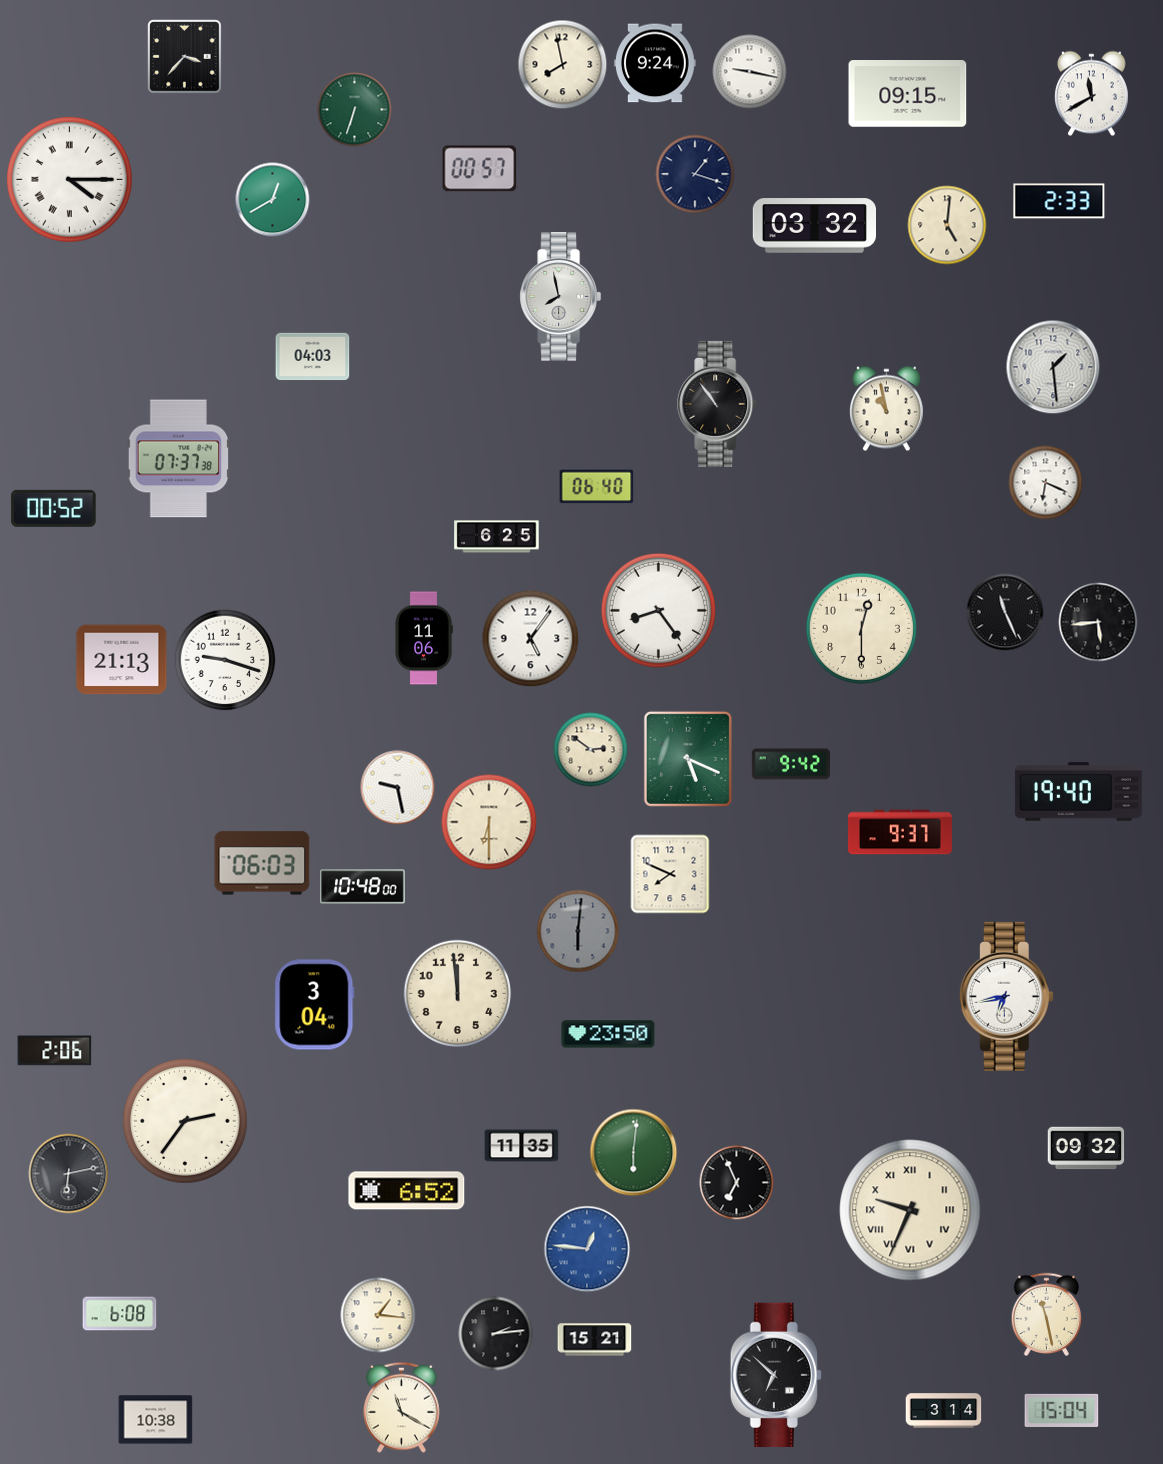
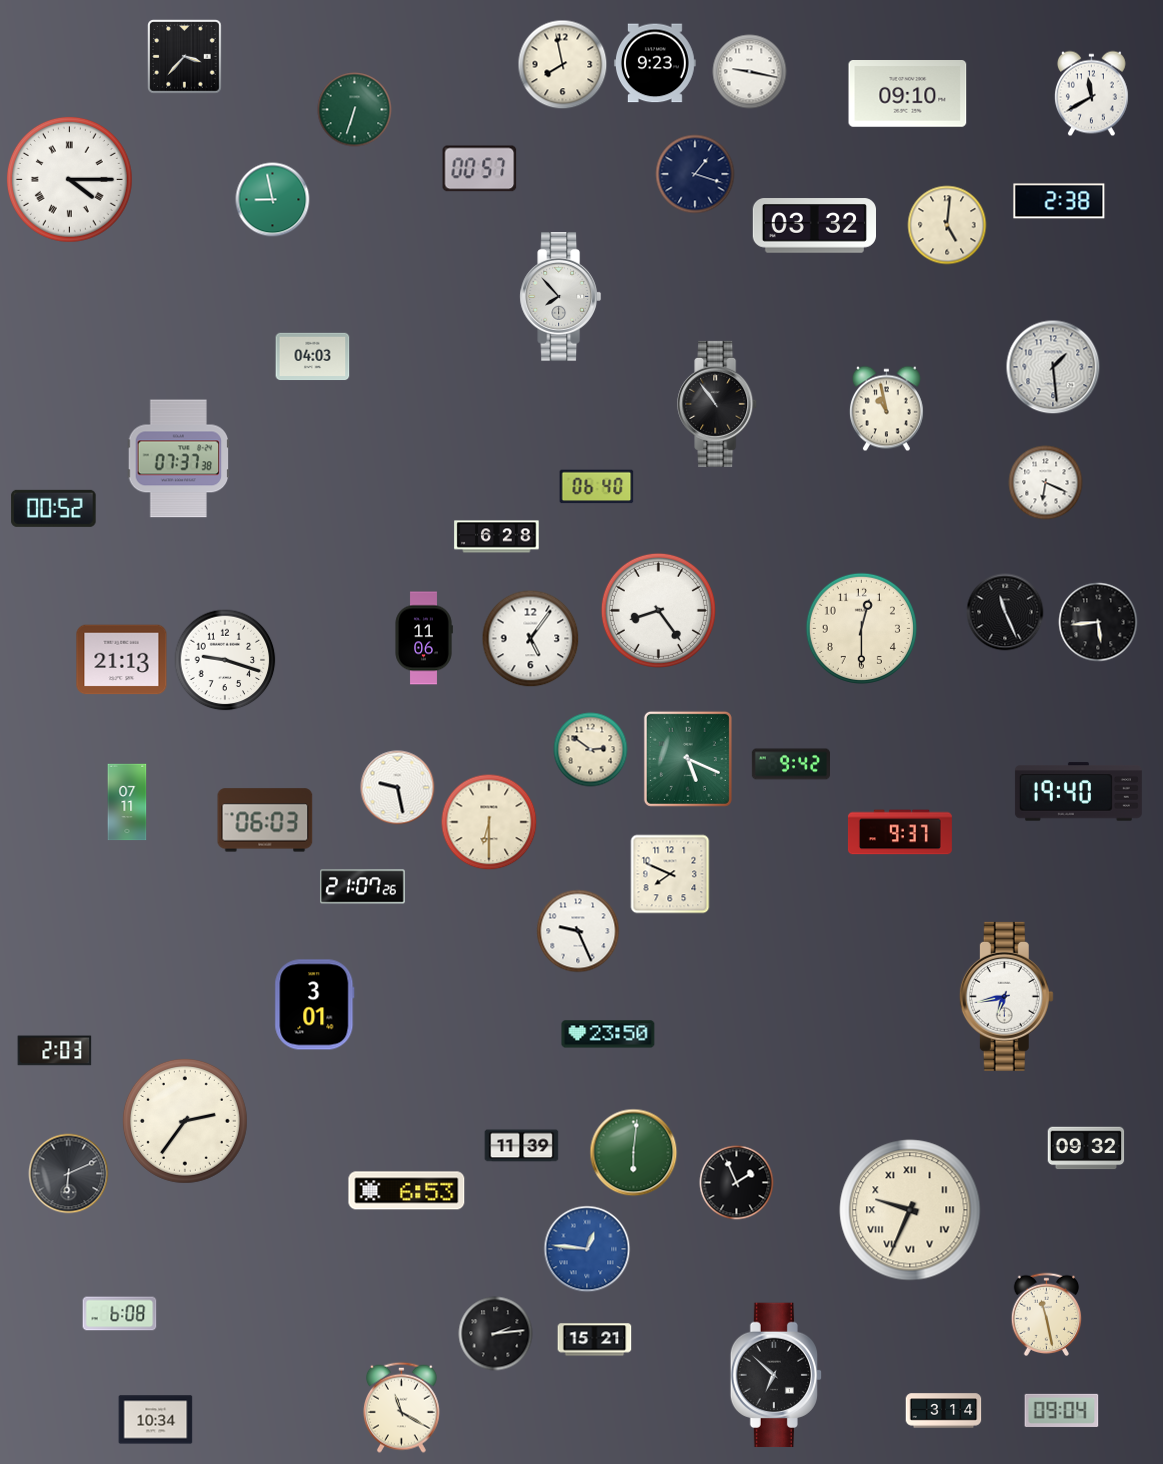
clock at (655, 63): 9:24 -> 9:23
clock at (908, 94): 09:15 -> 09:10
clock at (273, 200): 12:40 -> 8:58
clock at (1059, 201): 2:33 -> 2:38
clock at (561, 297): 7:58 -> 7:53
clock at (497, 537): 6:25 -> 6:28
clock at (127, 802): none -> 07:11
clock at (262, 863) position: (262, 863) -> (265, 820)
clock at (363, 887): 10:48 -> 21:07
clock at (578, 931): 6:01 -> 9:26
clock at (578, 931) dial: grey -> white
clock at (458, 994): 11:59 -> none
clock at (315, 1005): 3:04 -> 3:01
clock at (55, 1051): 2:06 -> 2:03
clock at (522, 1146): 11:35 -> 11:39
clock at (69, 1174): 6:13 -> 6:11
clock at (737, 1183): 6:56 -> 1:56
clock at (407, 1191): 6:52 -> 6:53
clock at (378, 1315): 1:16 -> none
clock at (1062, 1410): 15:04 -> 09:04
clock at (156, 1420): 10:38 -> 10:34
